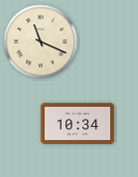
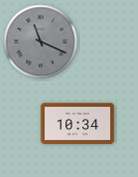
clock at (41, 42) dial: cream -> grey
